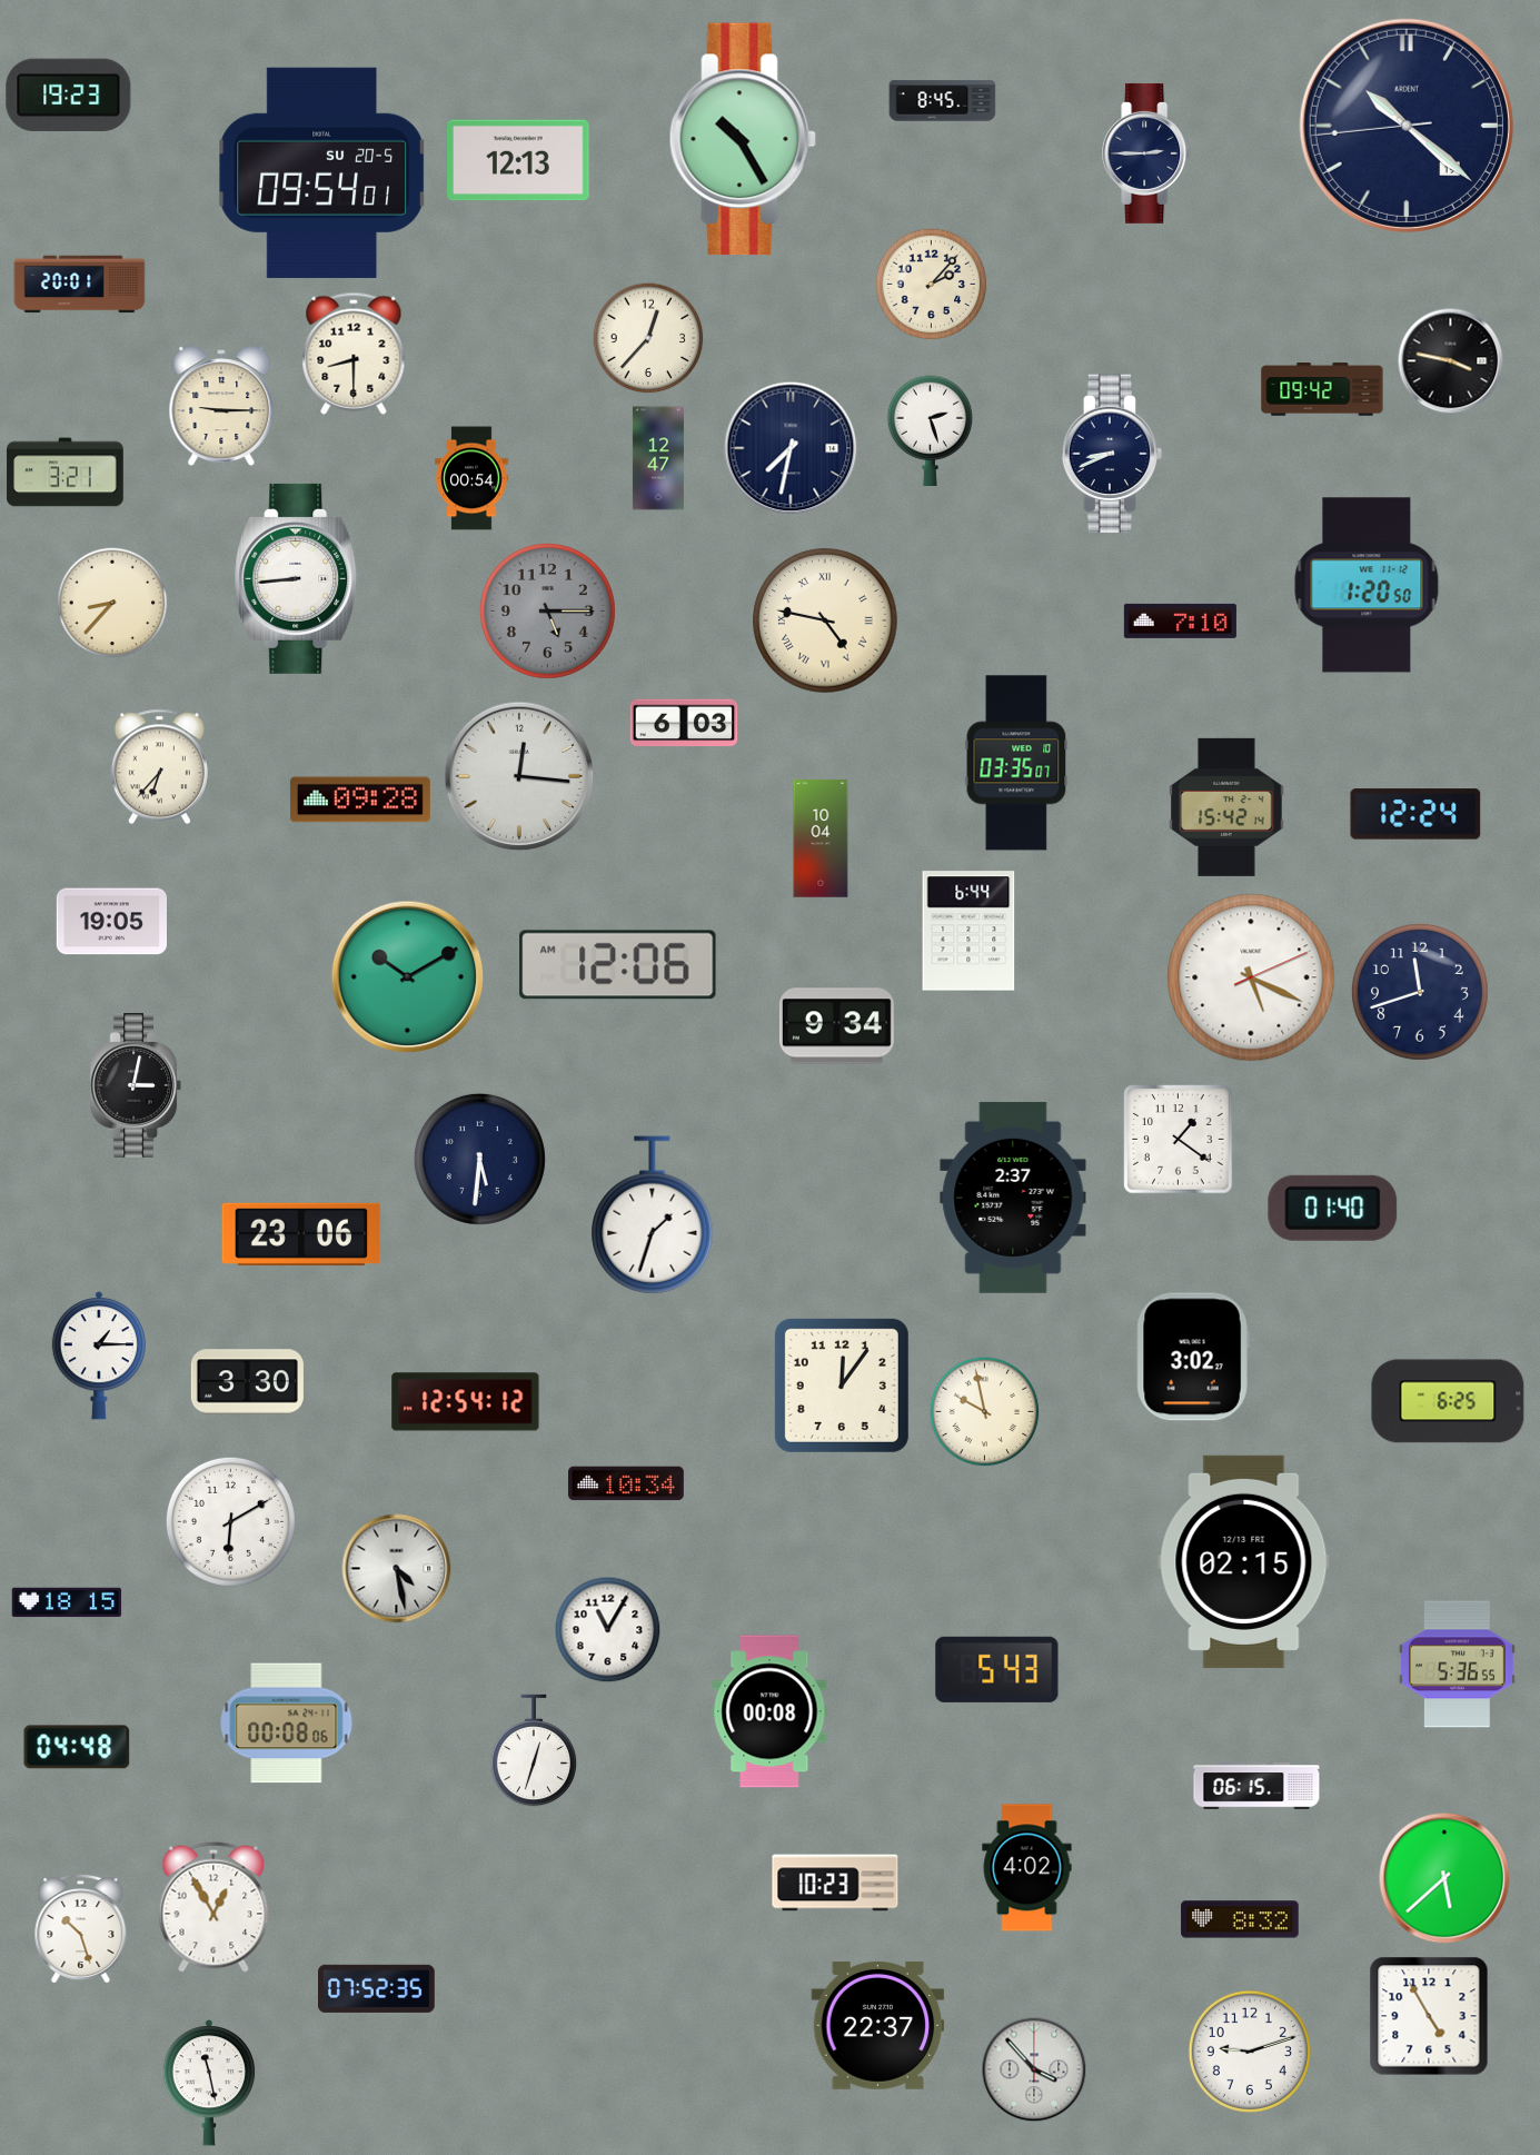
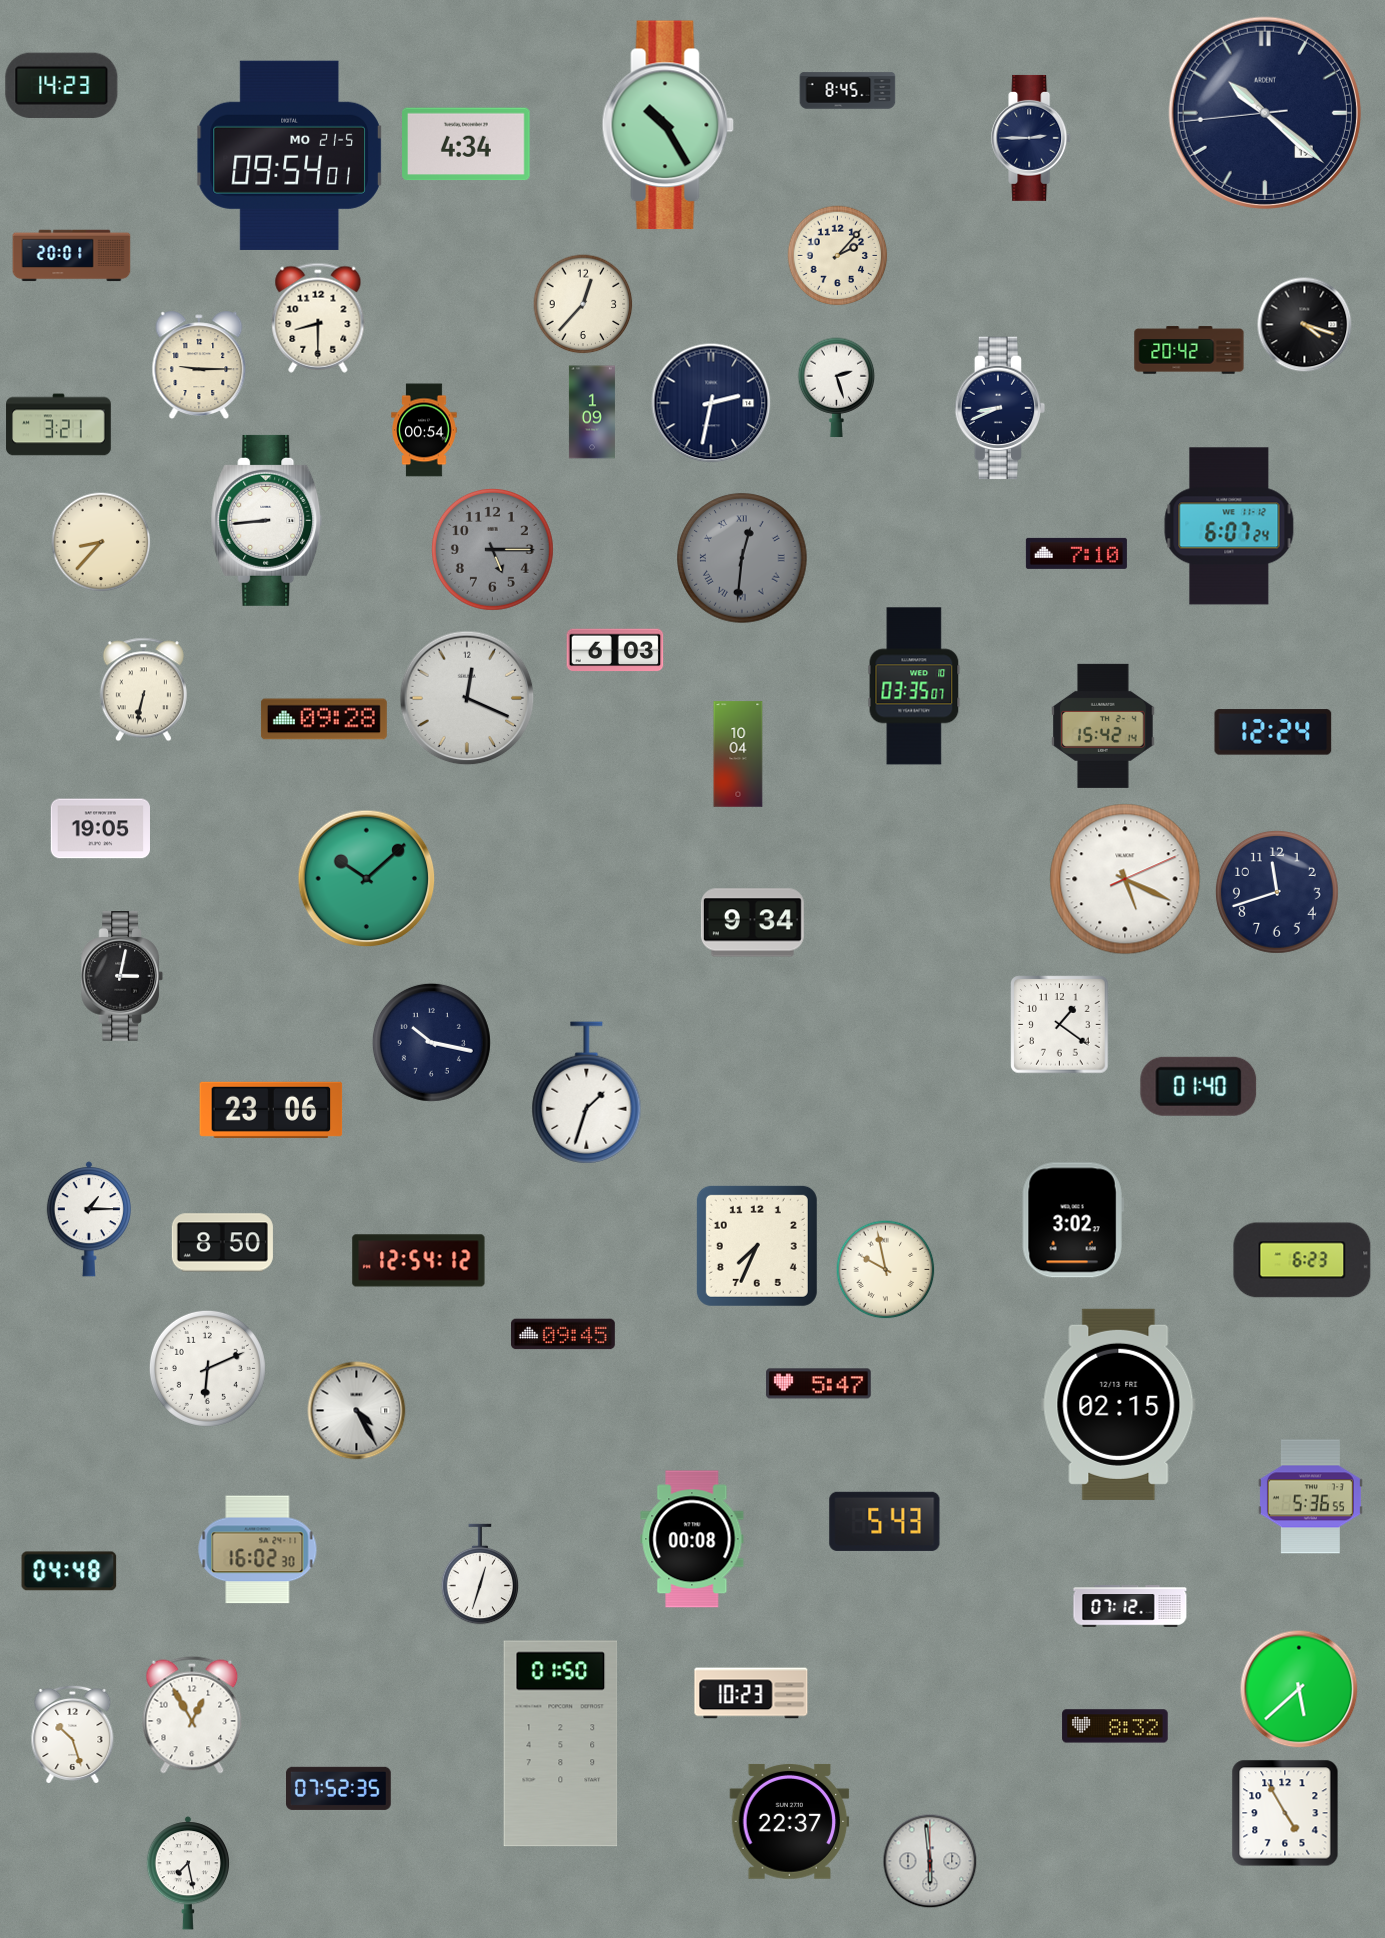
clock at (69, 95): 19:23 -> 14:23
clock at (519, 160): 12:13 -> 4:34
clock at (322, 172) date: SU 20-5 -> MO 21-5
clock at (1451, 361): 3:47 -> 4:18
clock at (1322, 389): 09:42 -> 20:42
clock at (791, 448): 7:32 -> 2:32
clock at (658, 458): 12:47 -> 1:09
clock at (1367, 585): 1:20 -> 6:07
clock at (825, 620): 4:47 -> 12:31
clock at (825, 620) dial: cream -> grey
clock at (1180, 620) position: (1180, 620) -> (1076, 553)
clock at (159, 767): 6:37 -> 6:32
clock at (519, 776): 12:16 -> 12:19
clock at (968, 931): 6:44 -> none
clock at (618, 965): 12:06 -> none
clock at (408, 977): 10:10 -> 10:08
clock at (479, 1159): 5:31 -> 10:17
clock at (1013, 1198): 2:37 -> none
clock at (247, 1382): 3:30 -> 8:50
clock at (842, 1386): 12:06 -> 7:34
clock at (1448, 1401): 6:25 -> 6:23
clock at (627, 1483): 10:34 -> 09:45
clock at (230, 1521): 6:10 -> 6:11
clock at (819, 1384): none -> 5:47
clock at (397, 1569): 4:28 -> 4:25
clock at (67, 1602): 18:15 -> none
clock at (608, 1630): 11:05 -> none
clock at (997, 1669) position: (997, 1669) -> (885, 1521)
clock at (287, 1724): 00:08 -> 16:02
clock at (1256, 1786): 06:15 -> 07:12
clock at (1027, 1868): 4:02 -> none
clock at (561, 1744): none -> 01:50
clock at (1250, 2052): 9:12 -> none
clock at (1034, 2069): 3:53 -> 5:59
clock at (209, 2083): 11:28 -> 7:28
